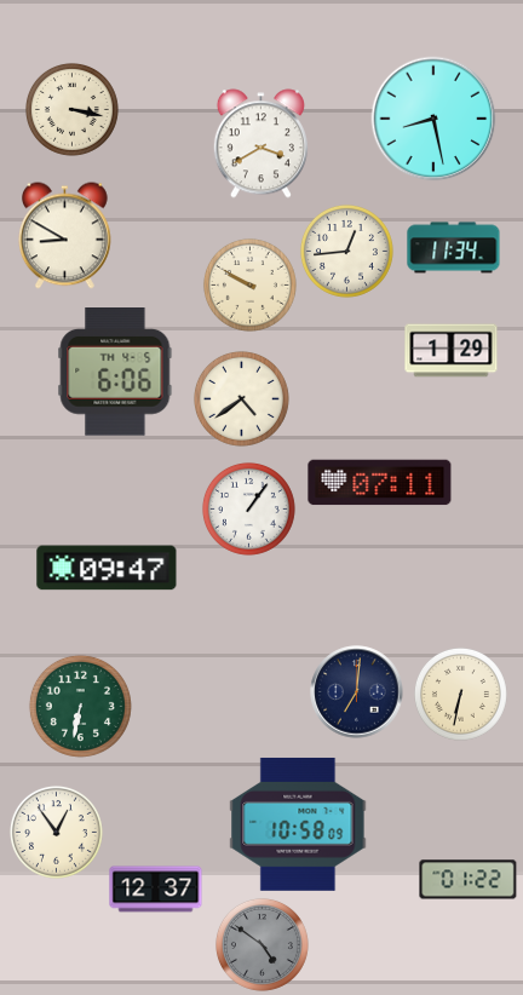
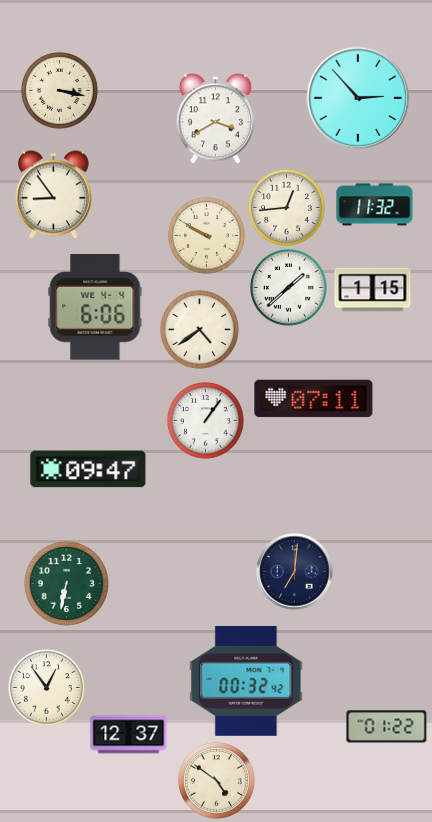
clock at (433, 119): 8:28 -> 2:53
clock at (65, 236): 8:50 -> 8:54
clock at (454, 248): 11:34 -> 11:32
clock at (288, 287): none -> 1:38
clock at (452, 351): 1:29 -> 1:15
clock at (115, 373) date: TH 4-5 -> WE 4-4
clock at (460, 694): 6:32 -> none
clock at (298, 824): 10:58 -> 00:32
clock at (261, 944) dial: grey -> cream
